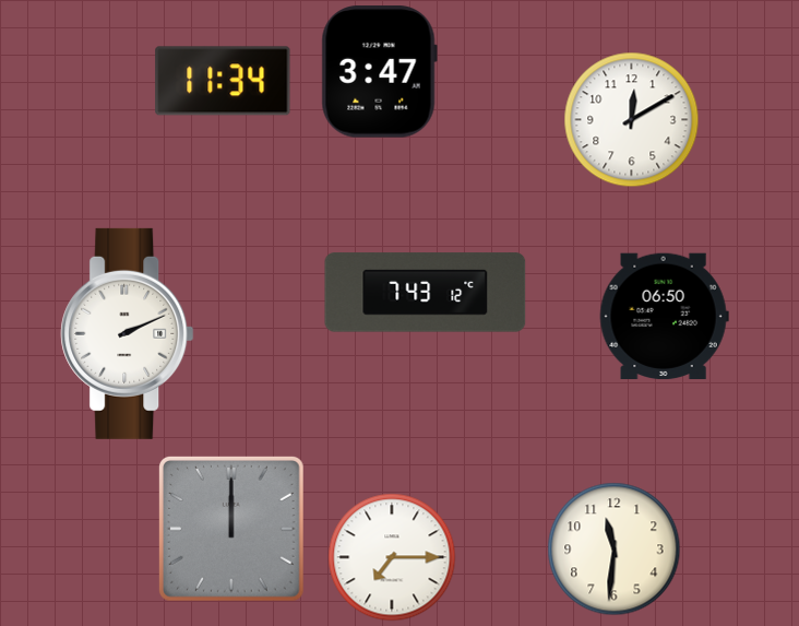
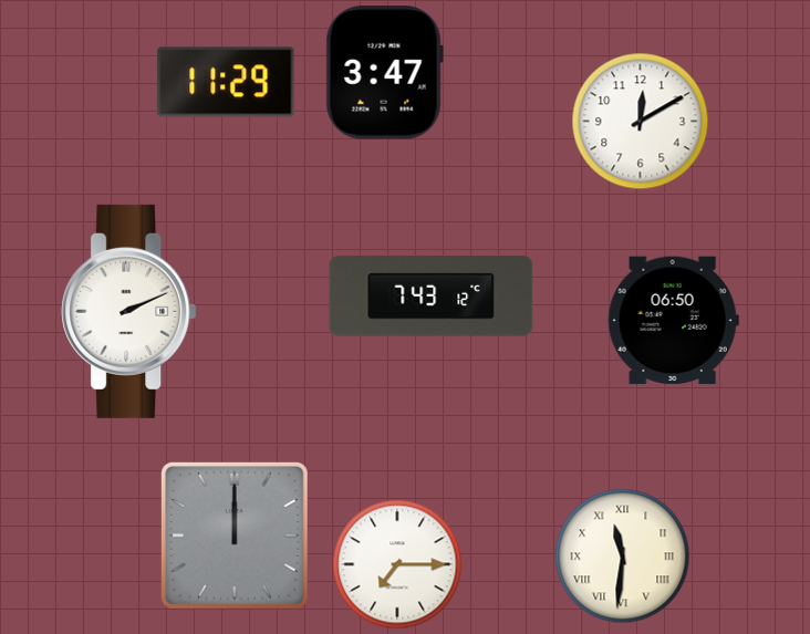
clock at (223, 81): 11:34 -> 11:29
clock at (128, 333) position: (128, 333) -> (129, 311)
clock at (615, 550) numerals: Arabic -> Roman
